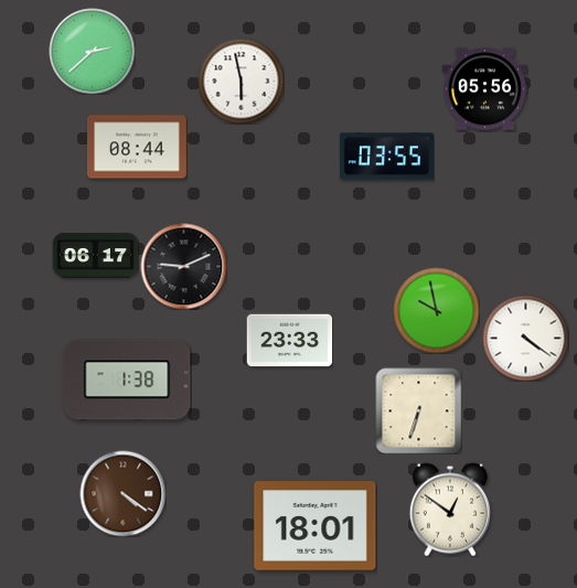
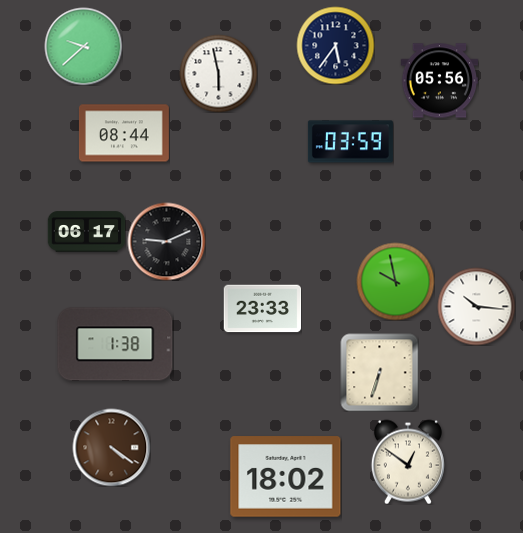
clock at (335, 45): none -> 5:36
clock at (92, 51): 2:38 -> 9:38
clock at (386, 157): 03:55 -> 03:59
clock at (525, 338): 4:21 -> 10:16
clock at (316, 526): 18:01 -> 18:02
